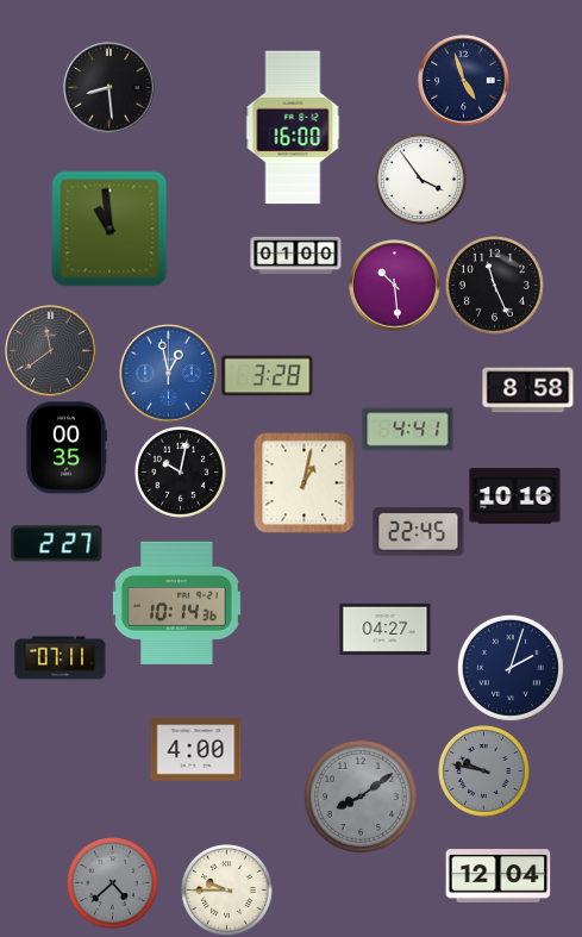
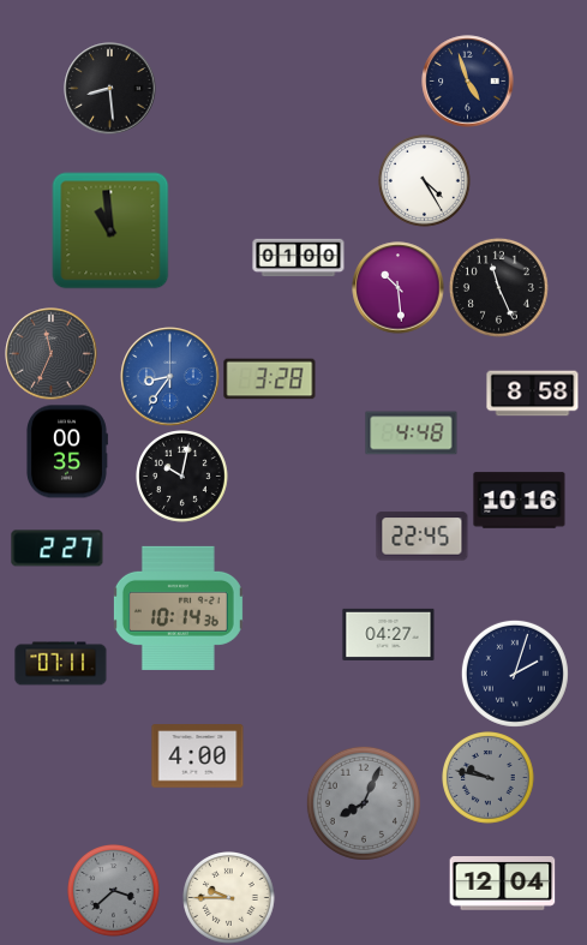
clock at (293, 127): 16:00 -> none
clock at (421, 180): 3:54 -> 4:25
clock at (51, 351): 11:39 -> 11:34
clock at (169, 374): 12:58 -> 8:36
clock at (408, 430): 4:41 -> 4:48
clock at (305, 483): 1:02 -> none
clock at (361, 797): 8:09 -> 8:04
clock at (113, 883): 4:38 -> 3:38
